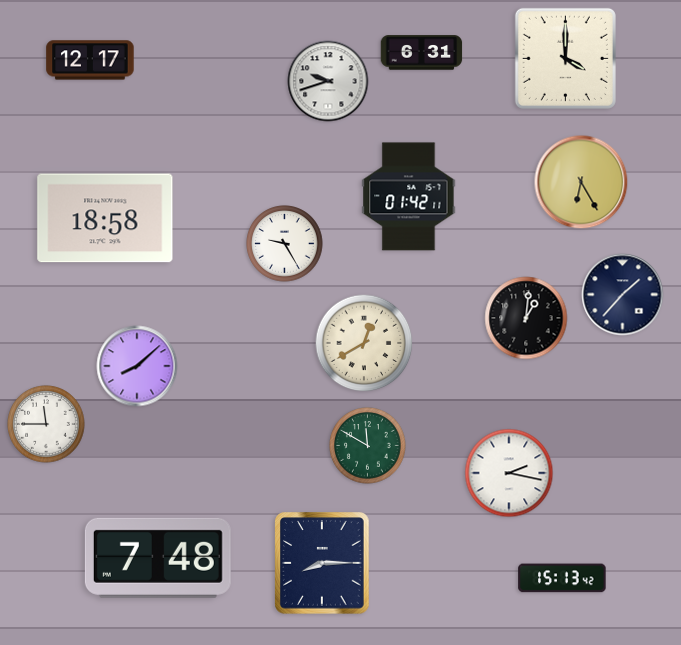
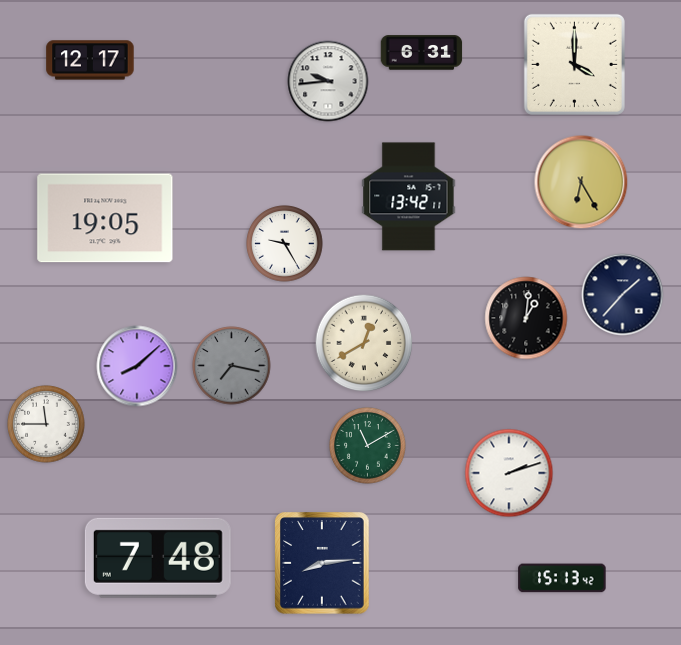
clock at (565, 58) position: (565, 58) -> (574, 64)
clock at (328, 81): 9:42 -> 9:44
clock at (409, 197): 01:42 -> 13:42
clock at (105, 218): 18:58 -> 19:05
clock at (232, 366): none -> 7:17
clock at (368, 446): 11:50 -> 11:10
clock at (509, 473): 2:17 -> 2:12
clock at (322, 563): 8:15 -> 8:14
